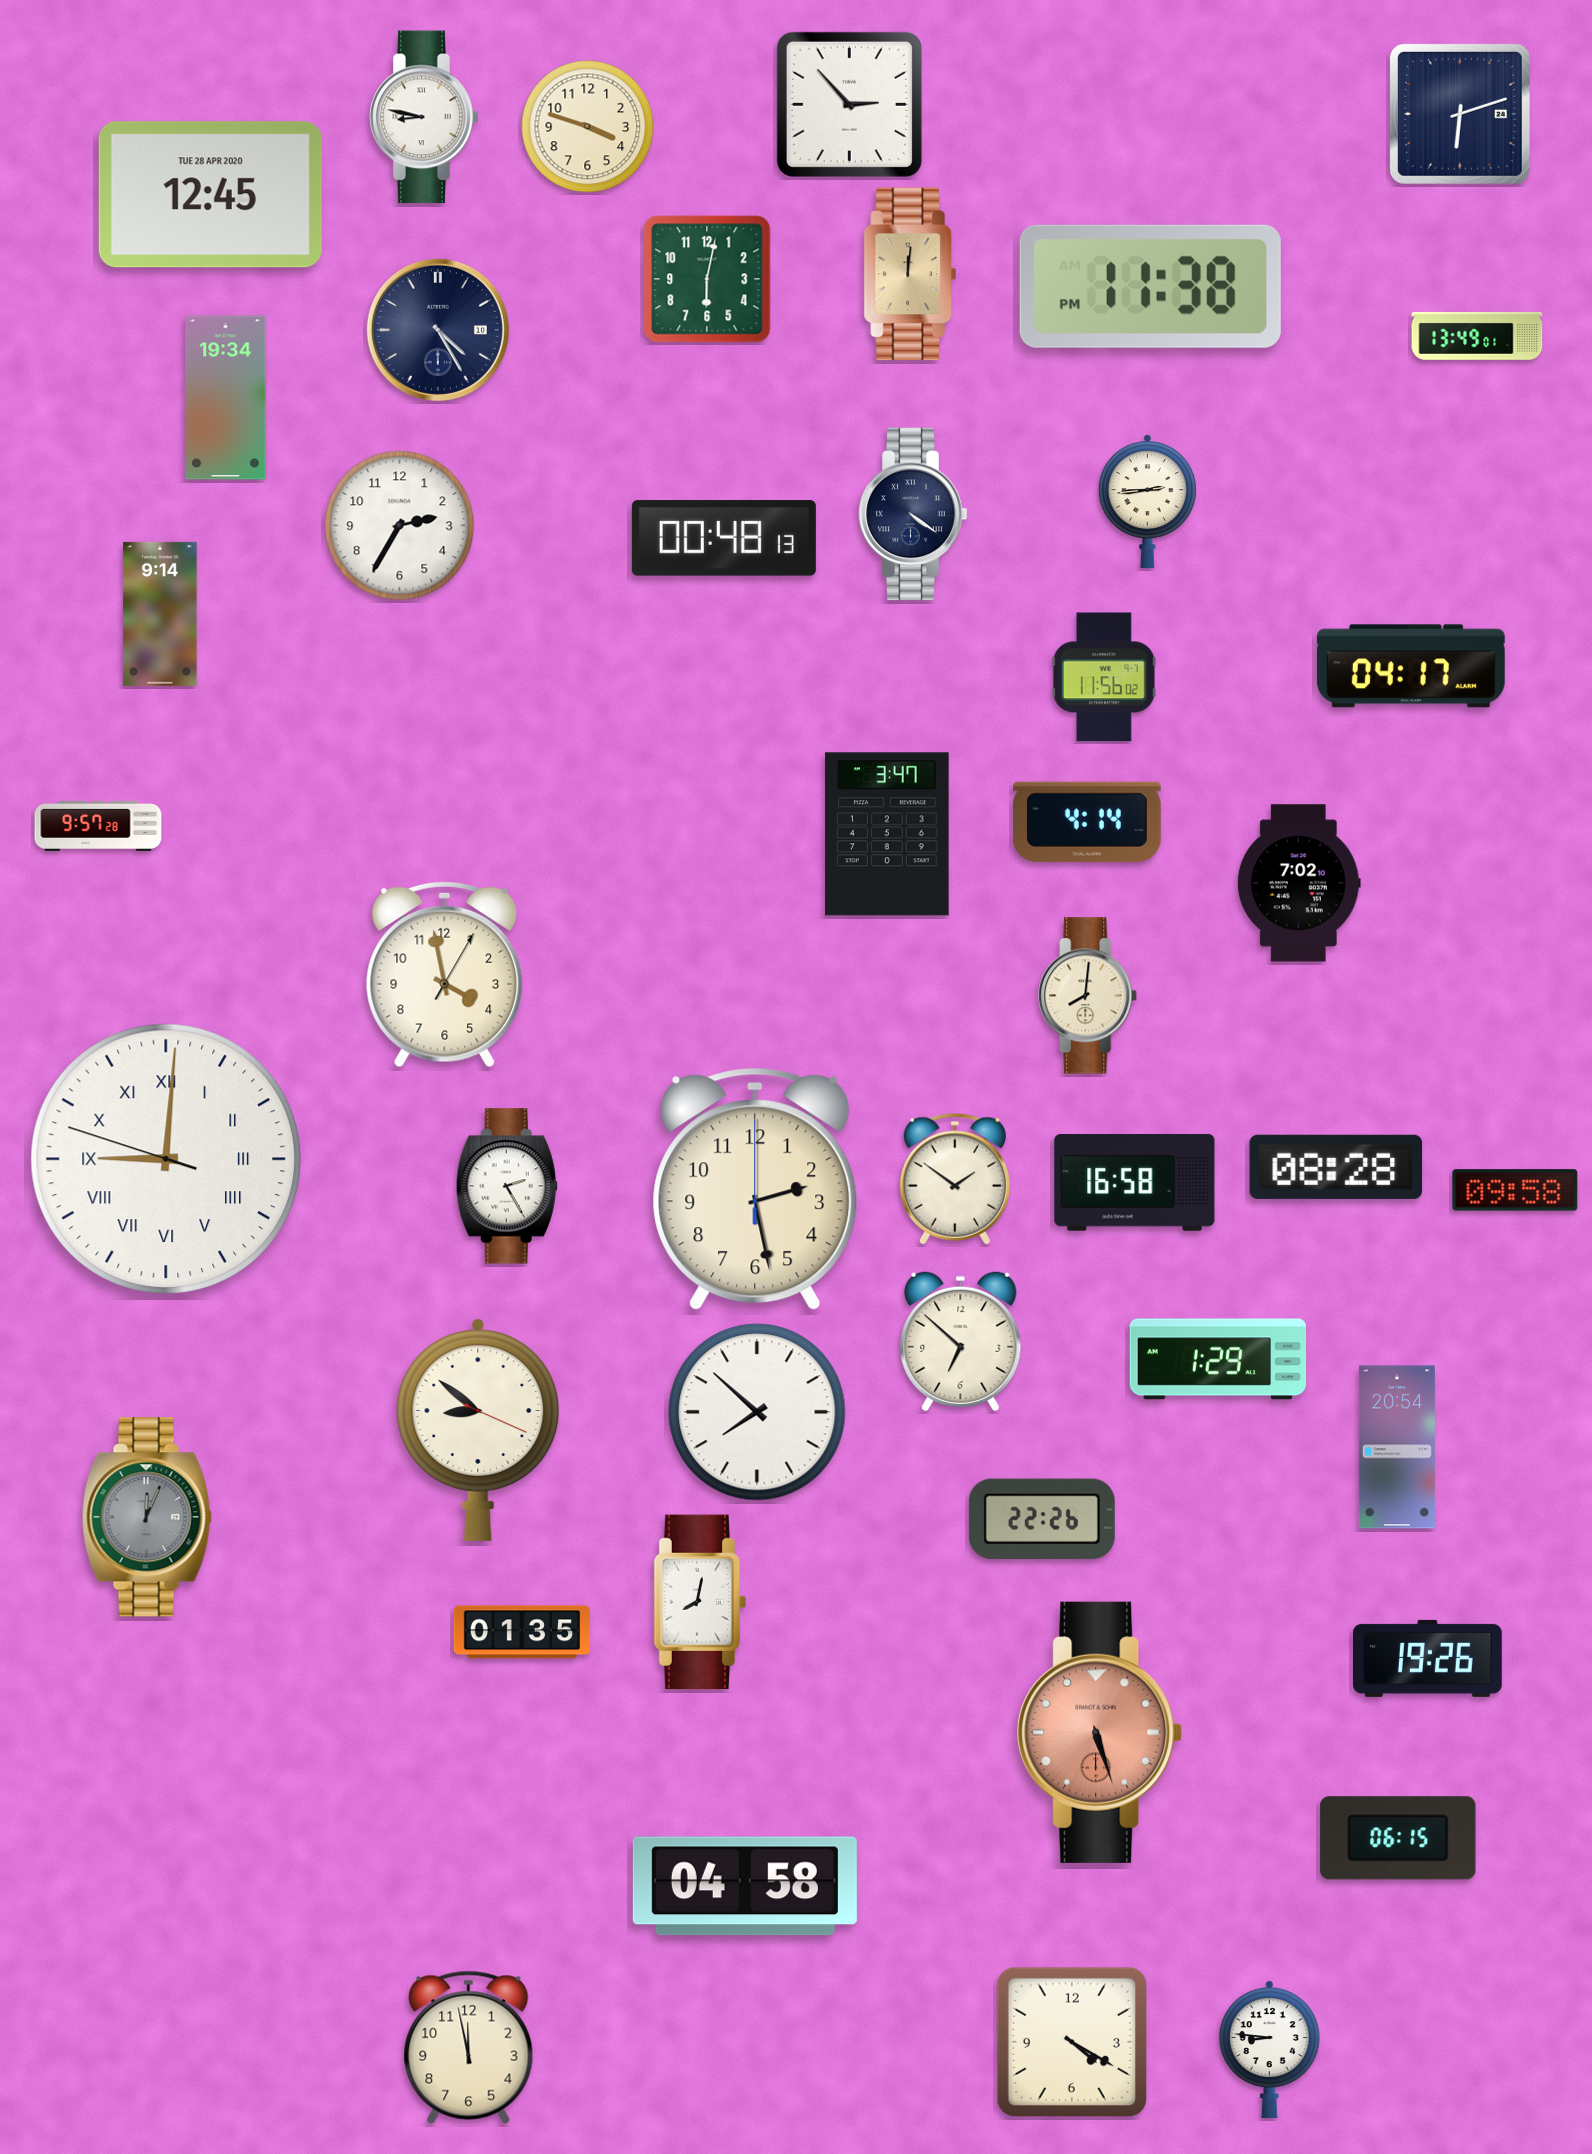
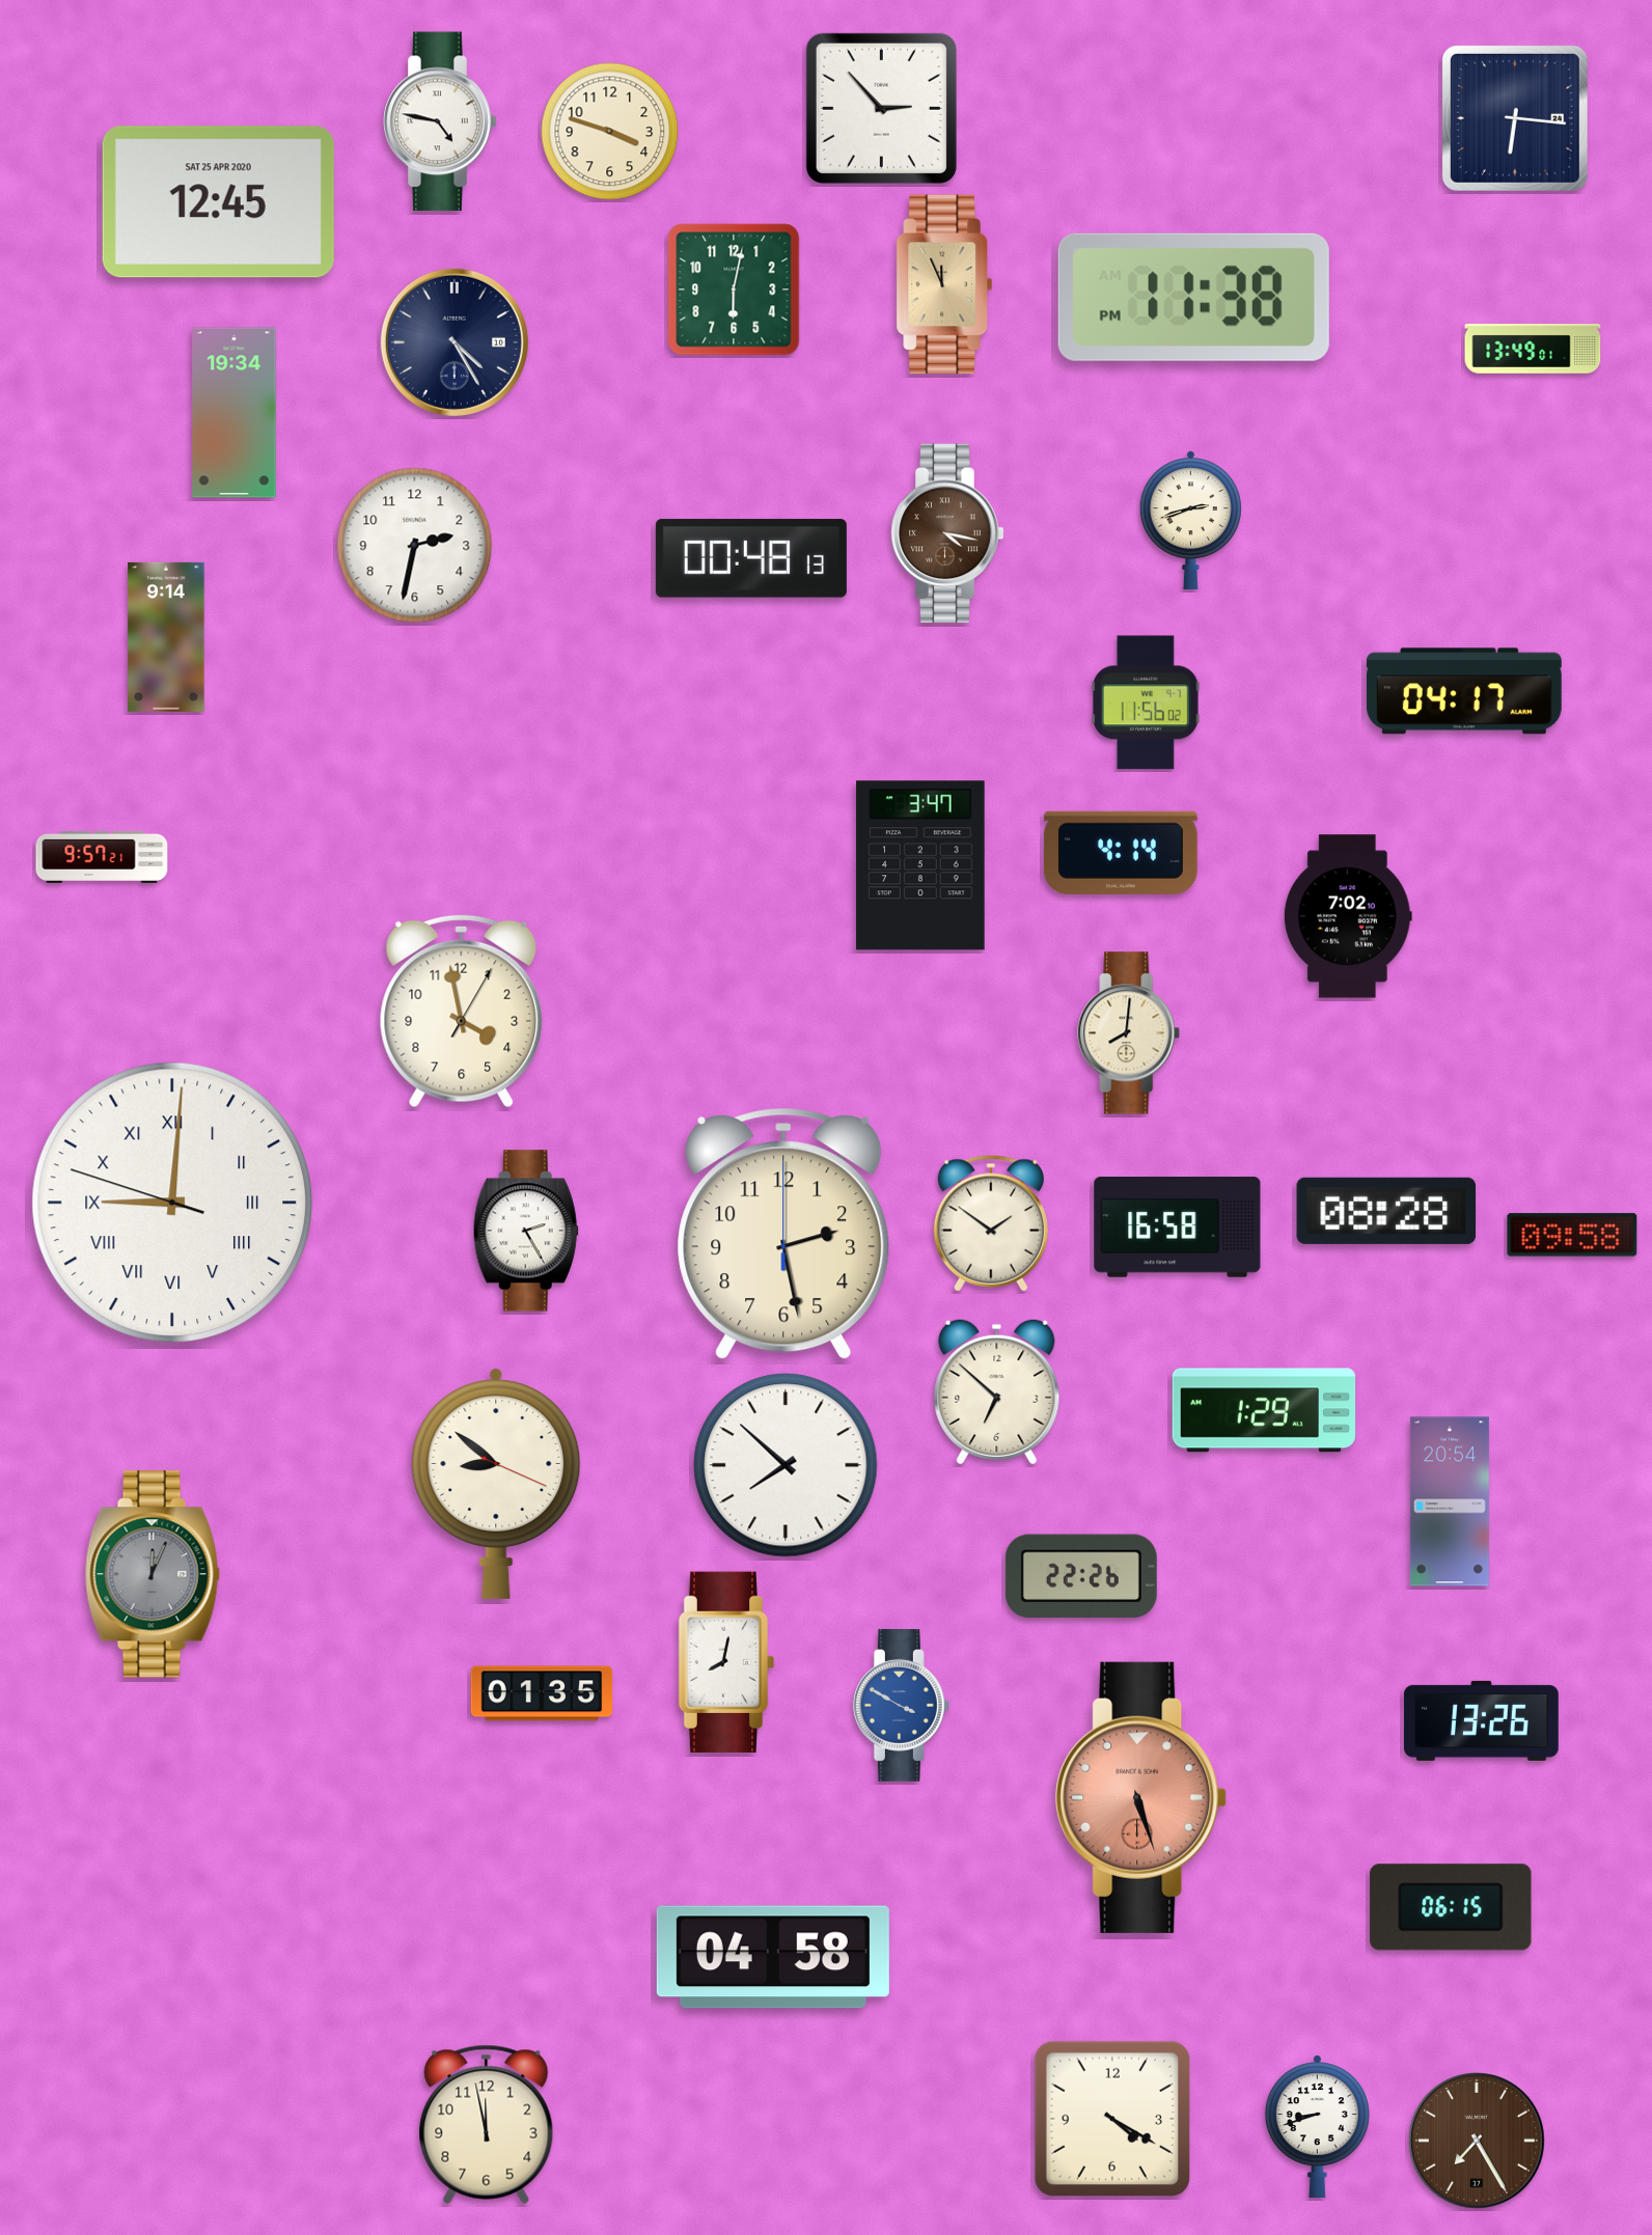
clock at (1460, 114): 6:12 -> 6:16
clock at (424, 117): 8:47 -> 4:47
clock at (210, 195) date: TUE 28 APR 2020 -> SAT 25 APR 2020
clock at (909, 274): 12:01 -> 11:56
clock at (1147, 502): 2:44 -> 2:42
clock at (913, 514): 4:21 -> 4:17
clock at (913, 514) dial: navy -> brown
clock at (400, 526): 2:35 -> 2:32
clock at (1087, 822) position: (1087, 822) -> (1121, 853)
clock at (98, 826): 9:57:28 -> 9:57:21
clock at (901, 1705): none -> 3:50
clock at (1428, 1658): 19:26 -> 13:26
clock at (1269, 2049): 8:46 -> 8:42
clock at (1477, 2141): none -> 7:25
